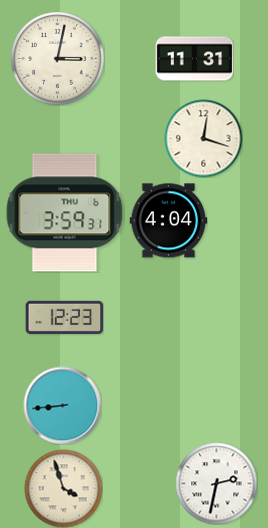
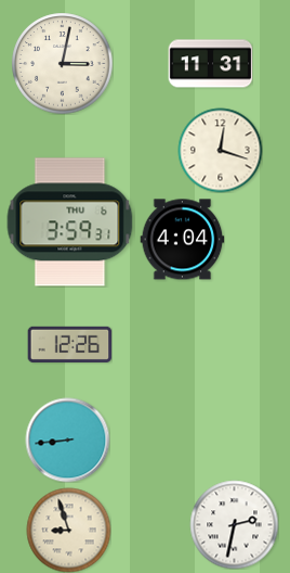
clock at (65, 213) position: (65, 213) -> (70, 222)
clock at (64, 317): 12:23 -> 12:26
clock at (63, 488): 3:57 -> 8:57
